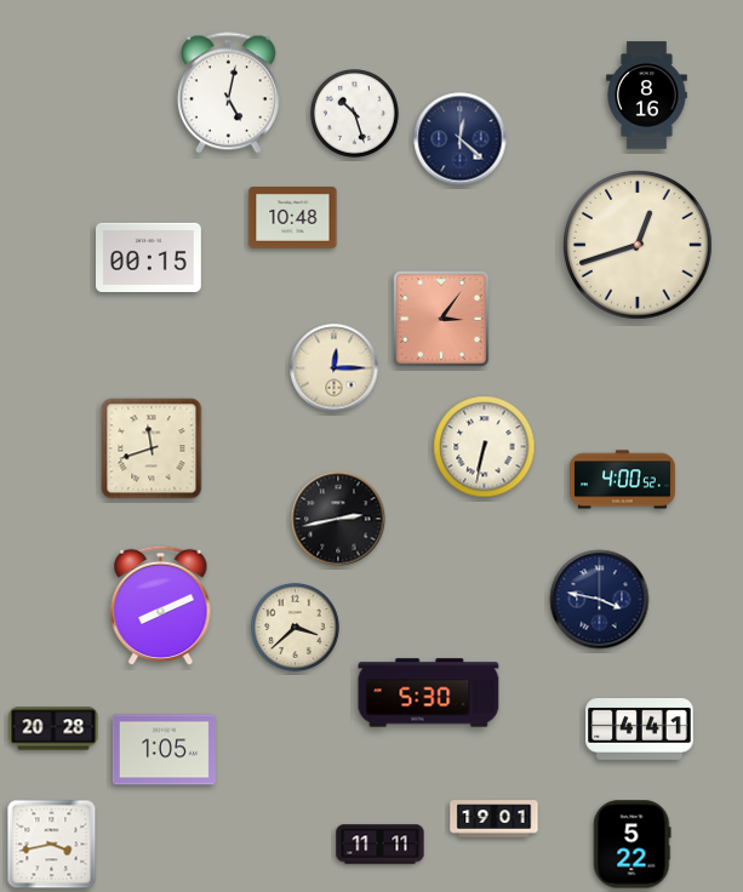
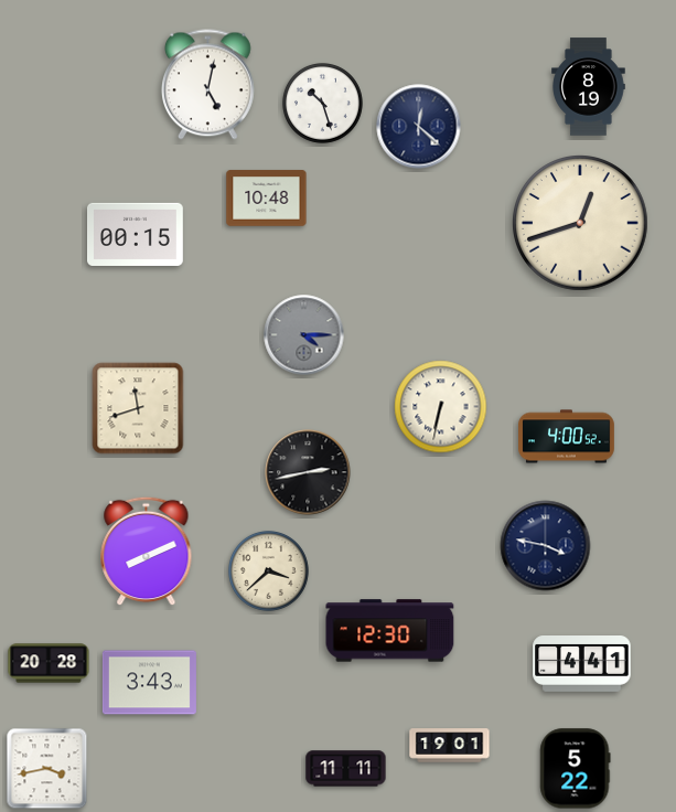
clock at (647, 96): 8:16 -> 8:19
clock at (442, 320): 3:06 -> none
clock at (335, 368): 12:15 -> 4:15
clock at (335, 368) dial: cream -> grey
clock at (429, 693): 5:30 -> 12:30
clock at (164, 750): 1:05 -> 3:43
